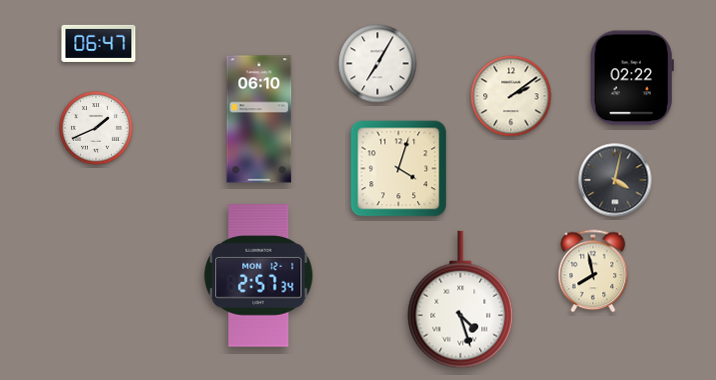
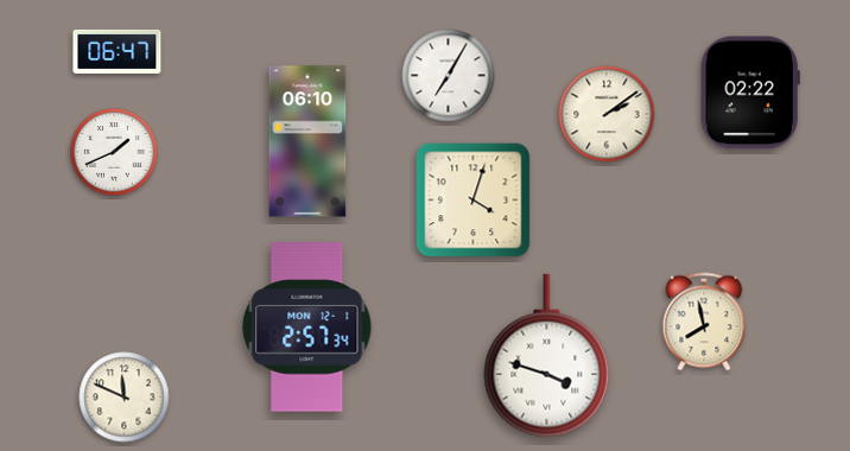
clock at (615, 180): 4:02 -> none
clock at (461, 300): 4:27 -> 3:48
clock at (125, 398): none -> 11:49
